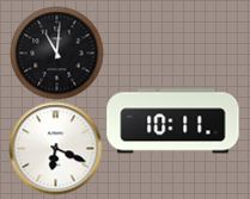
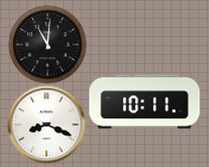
clock at (55, 148): 6:19 -> 8:19
